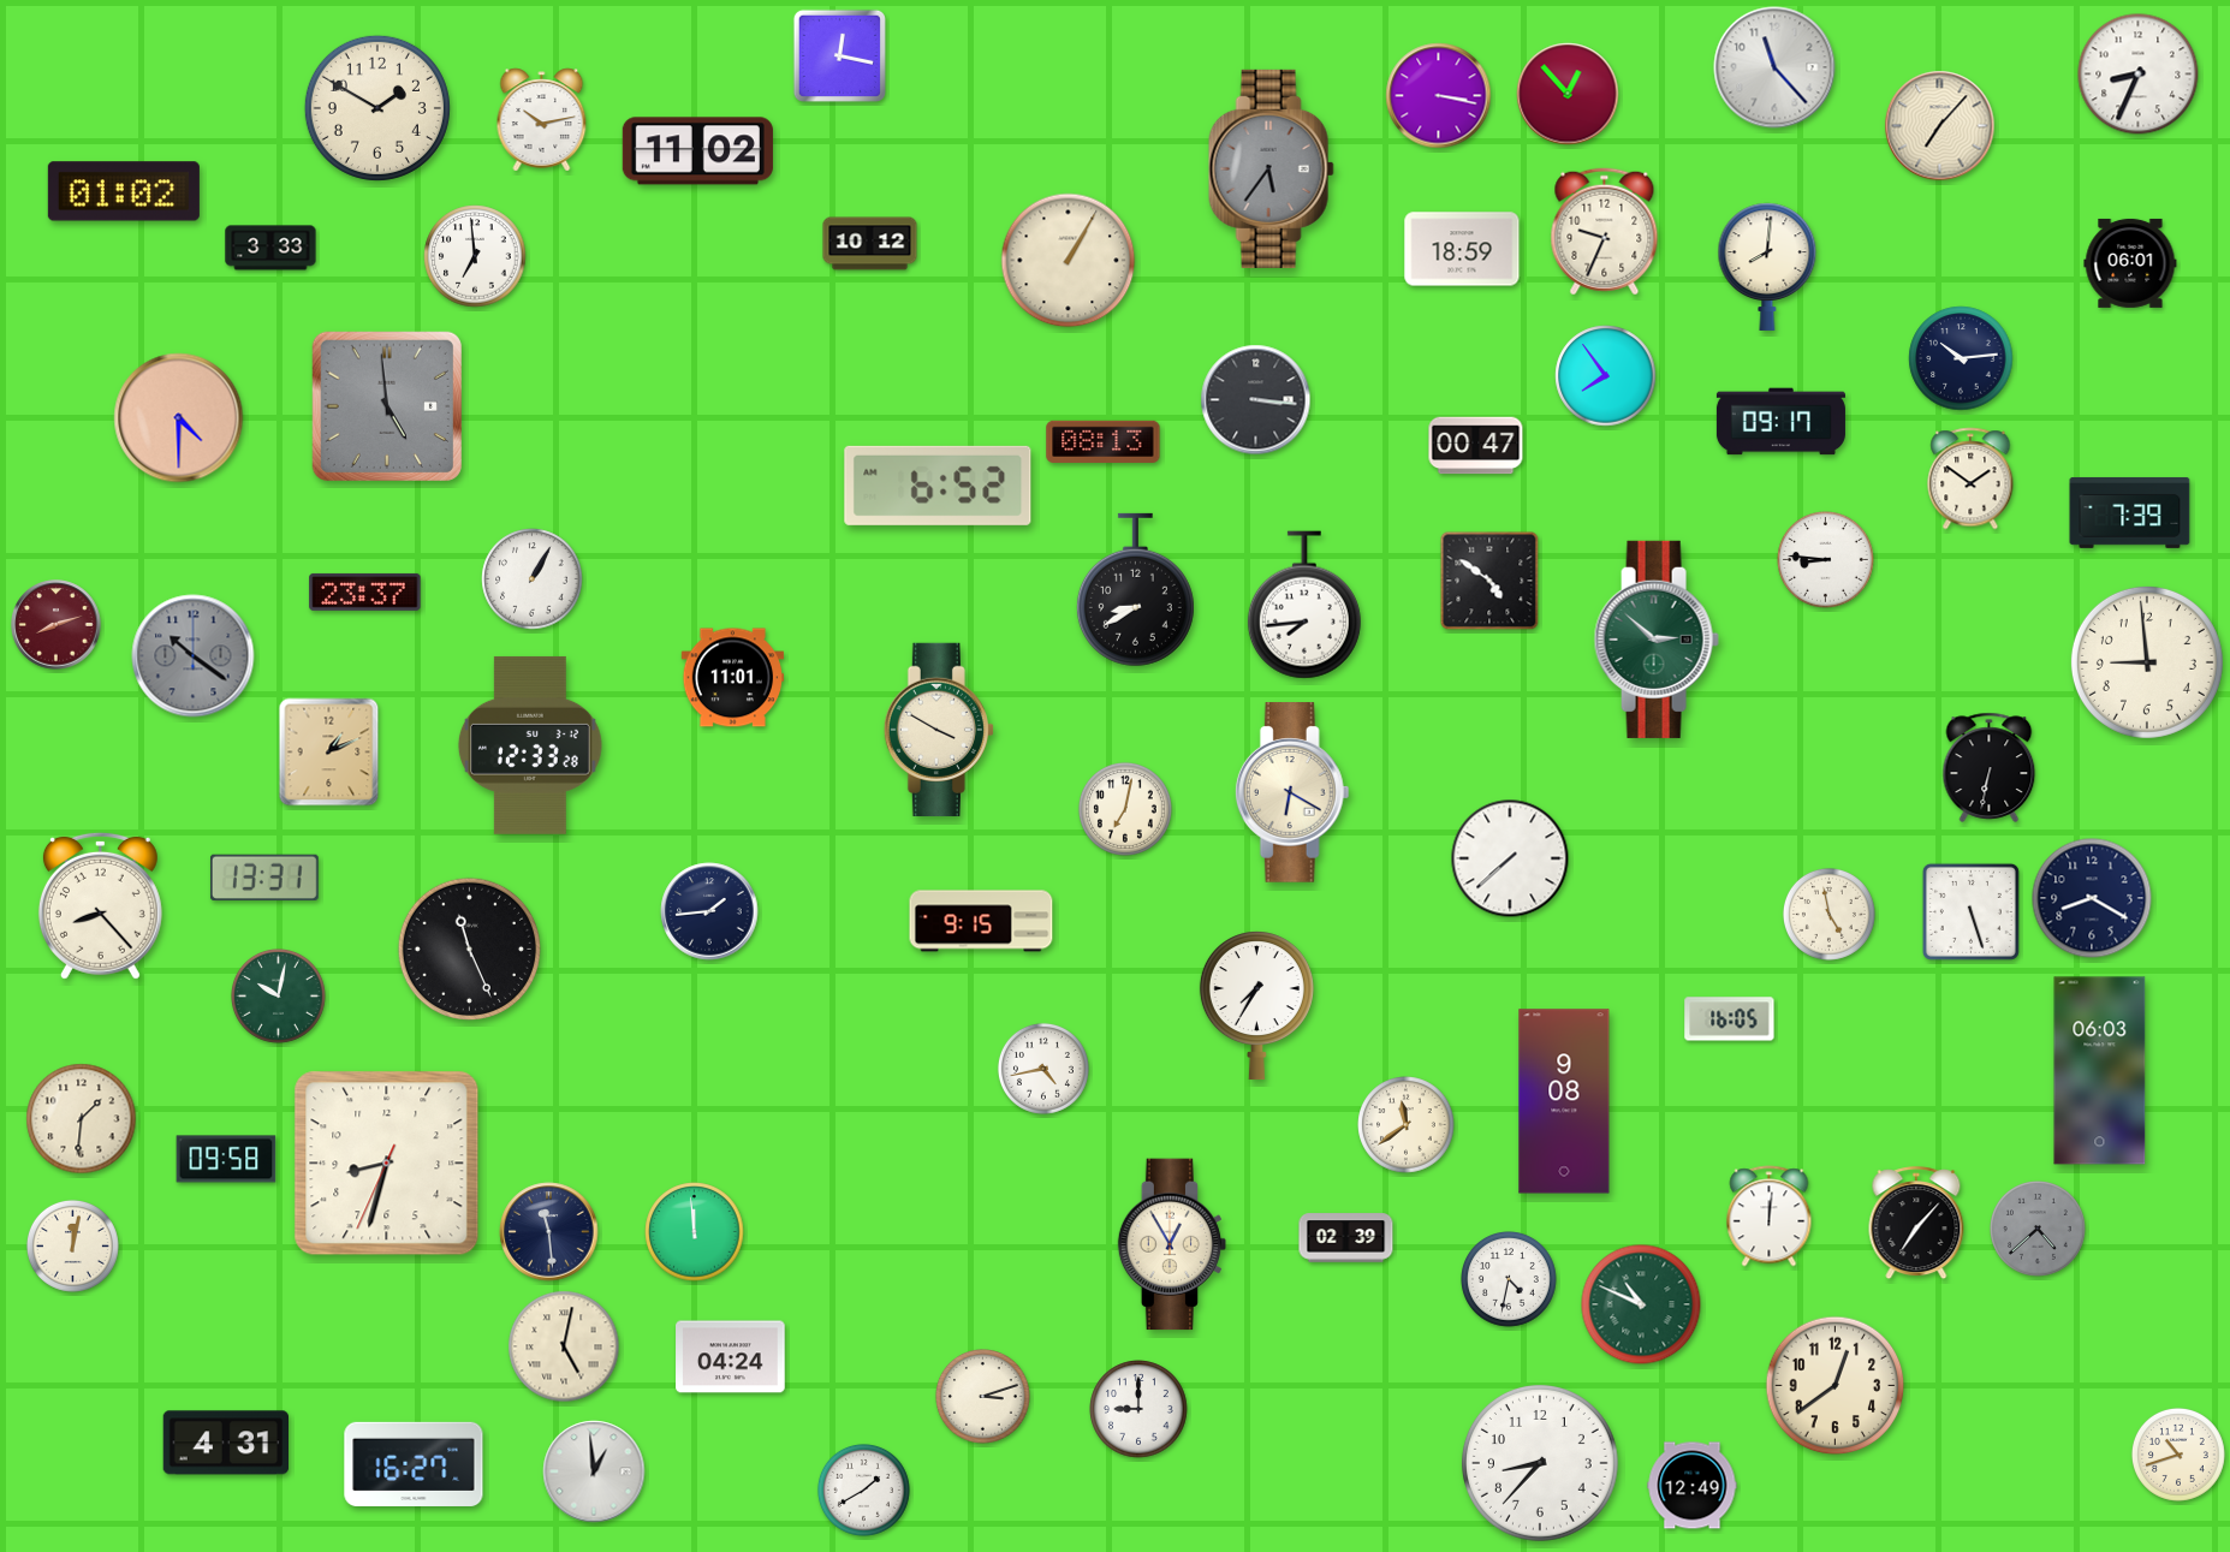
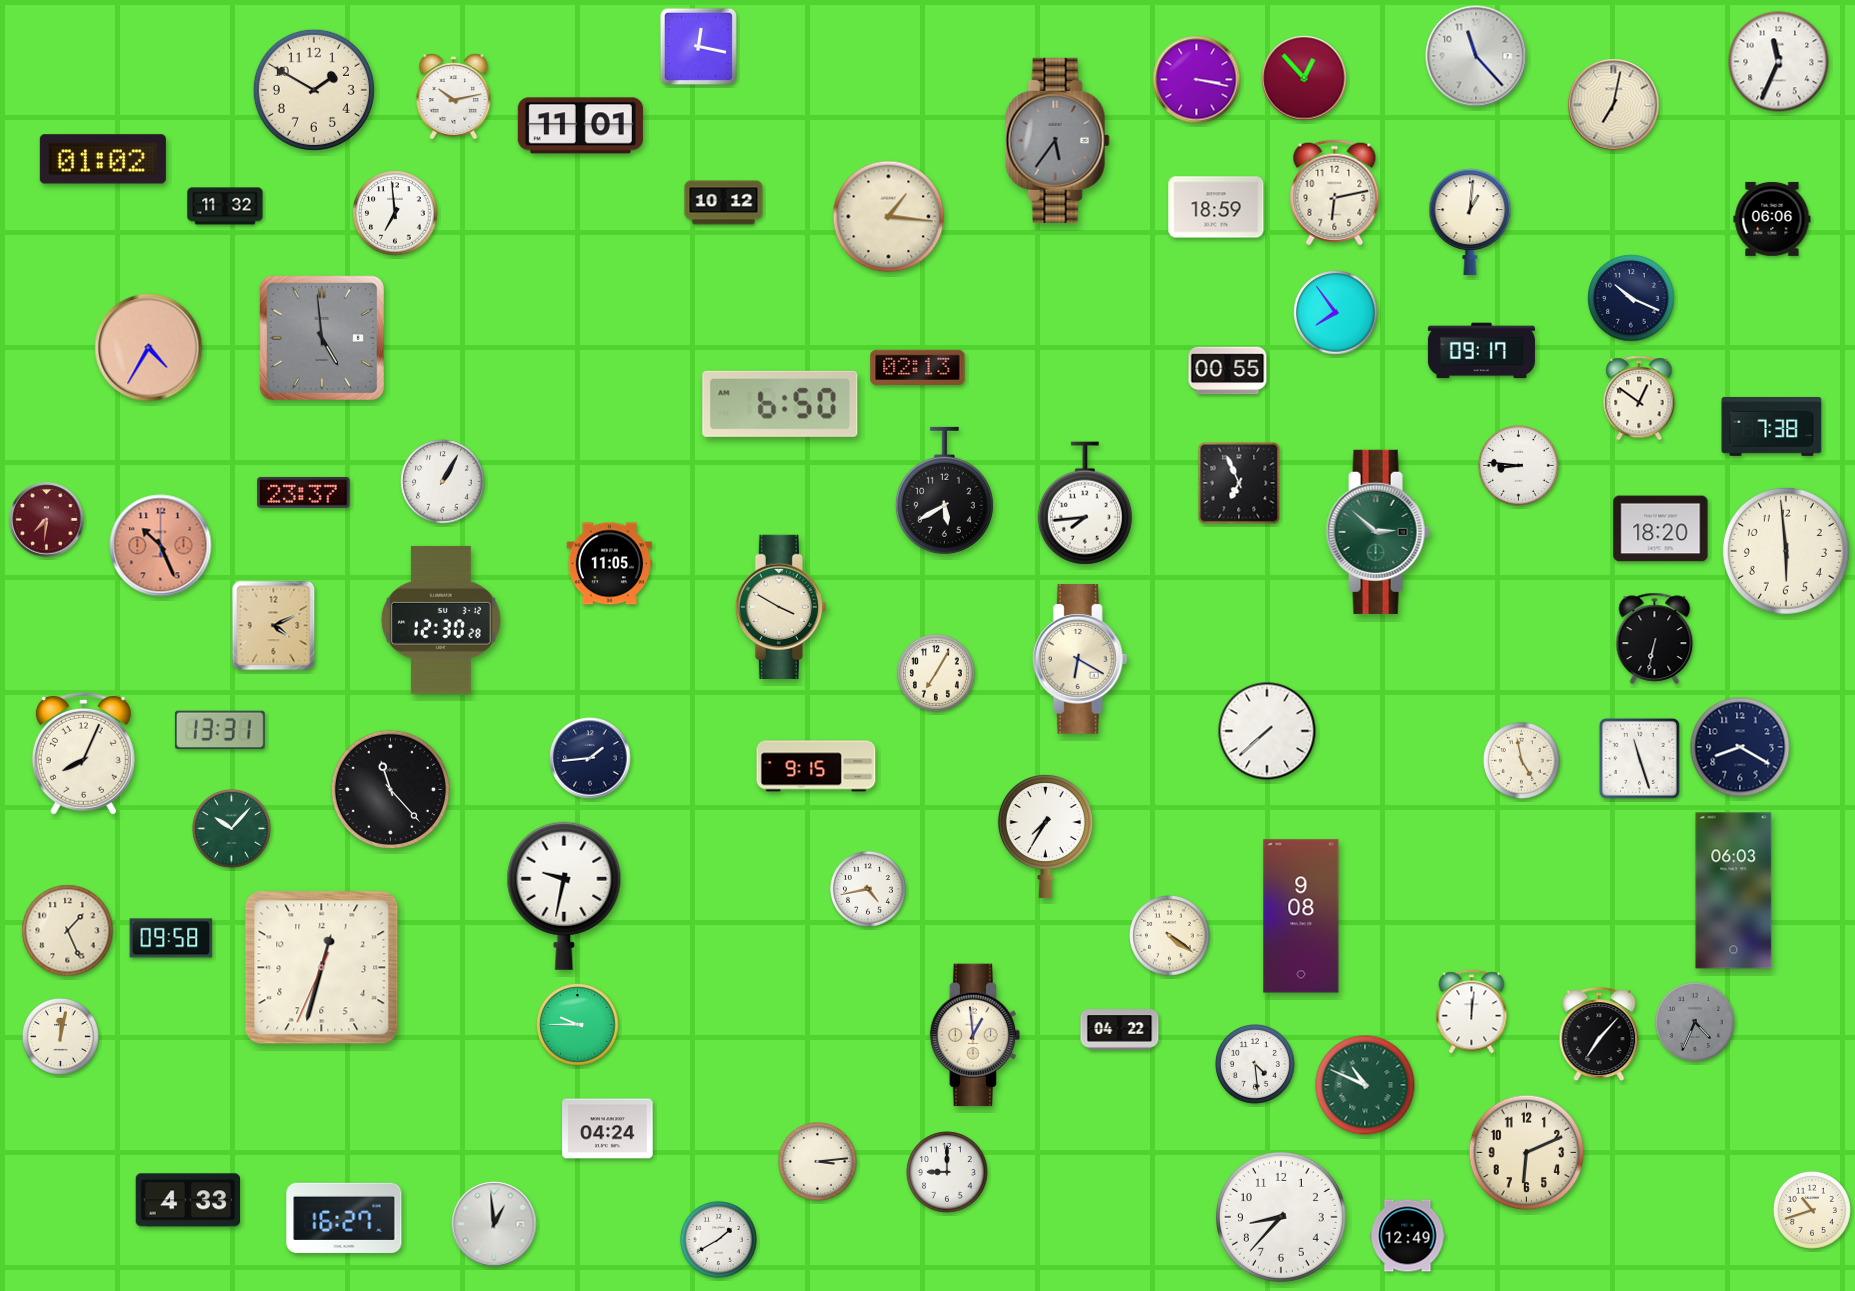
clock at (2139, 75): 8:34 -> 11:34
clock at (542, 120) position: (542, 120) -> (454, 97)
clock at (1940, 126): 7:07 -> 7:02
clock at (697, 151): 11:02 -> 11:01
clock at (1605, 232): 9:34 -> 6:13
clock at (270, 248): 3:33 -> 11:32
clock at (1069, 261): 1:05 -> 1:16
clock at (2130, 263): 06:01 -> 06:06
clock at (1767, 267): 8:01 -> 1:01
clock at (1961, 358): 10:14 -> 10:19
clock at (1256, 400): 3:16 -> none
clock at (179, 418): 4:30 -> 4:35
clock at (1104, 441): 08:13 -> 02:13
clock at (1476, 446): 00:47 -> 00:55
clock at (1970, 478): 1:51 -> 12:51
clock at (938, 486): 6:52 -> 6:50
clock at (2130, 512): 7:39 -> 7:38
clock at (1489, 581): 4:51 -> 6:56
clock at (1135, 590): 8:40 -> 5:40
clock at (57, 625): 8:12 -> 7:31
clock at (1661, 529): none -> 18:20
clock at (194, 656): 10:21 -> 10:26
clock at (194, 656) dial: grey -> salmon
clock at (2147, 662): 8:59 -> 5:59
clock at (733, 678): 11:01 -> 11:05
clock at (530, 745): 12:33 -> 12:30
clock at (329, 753): 1:11 -> 4:11
clock at (1292, 792) position: (1292, 792) -> (1080, 659)
clock at (1125, 809): 7:02 -> 7:05
clock at (1510, 858) position: (1510, 858) -> (1267, 731)
clock at (100, 905): 8:23 -> 8:04
clock at (1970, 911): 5:27 -> 11:27
clock at (469, 949): 11:26 -> 11:23
clock at (279, 997): 10:02 -> 10:07
clock at (1730, 1019): 16:05 -> none
clock at (2100, 1071) position: (2100, 1071) -> (1734, 891)
clock at (564, 896): none -> 9:32
clock at (82, 1119): 1:31 -> 1:26
clock at (1407, 1125): 11:39 -> 4:21
clock at (226, 1159) position: (226, 1159) -> (171, 938)
clock at (387, 1164): 8:32 -> 12:32
clock at (1916, 1224) position: (1916, 1224) -> (1599, 1035)
clock at (2039, 1230): 4:38 -> 4:34
clock at (549, 1232): 11:29 -> none
clock at (695, 1232): 11:59 -> 9:45
clock at (1346, 1238): 02:39 -> 04:22
clock at (1172, 1244): 12:55 -> 12:59
clock at (1510, 1280): 4:32 -> 4:29
clock at (564, 1346): 5:02 -> none
clock at (1836, 1386): 12:39 -> 6:11
clock at (983, 1397): 3:12 -> 3:14
clock at (225, 1443): 4:31 -> 4:33
